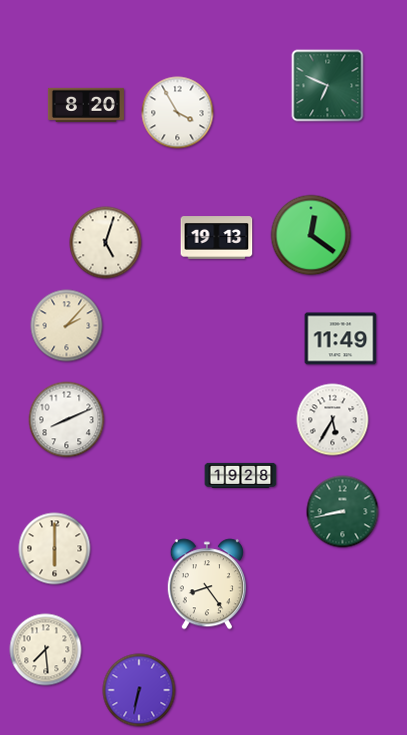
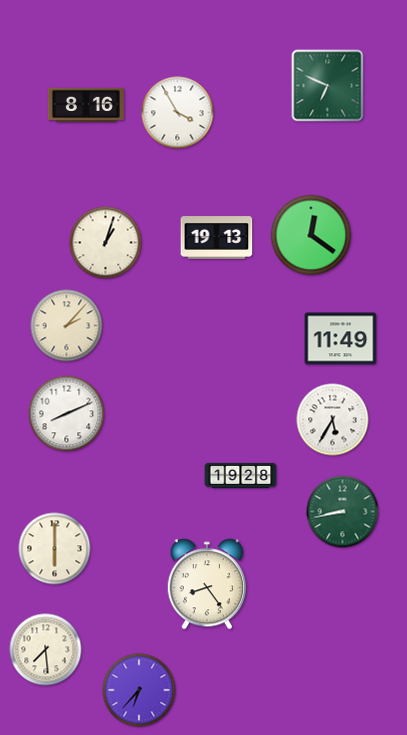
clock at (86, 105): 8:20 -> 8:16
clock at (106, 243): 5:03 -> 1:03
clock at (67, 420) position: (67, 420) -> (67, 414)
clock at (139, 690): 6:32 -> 6:37
